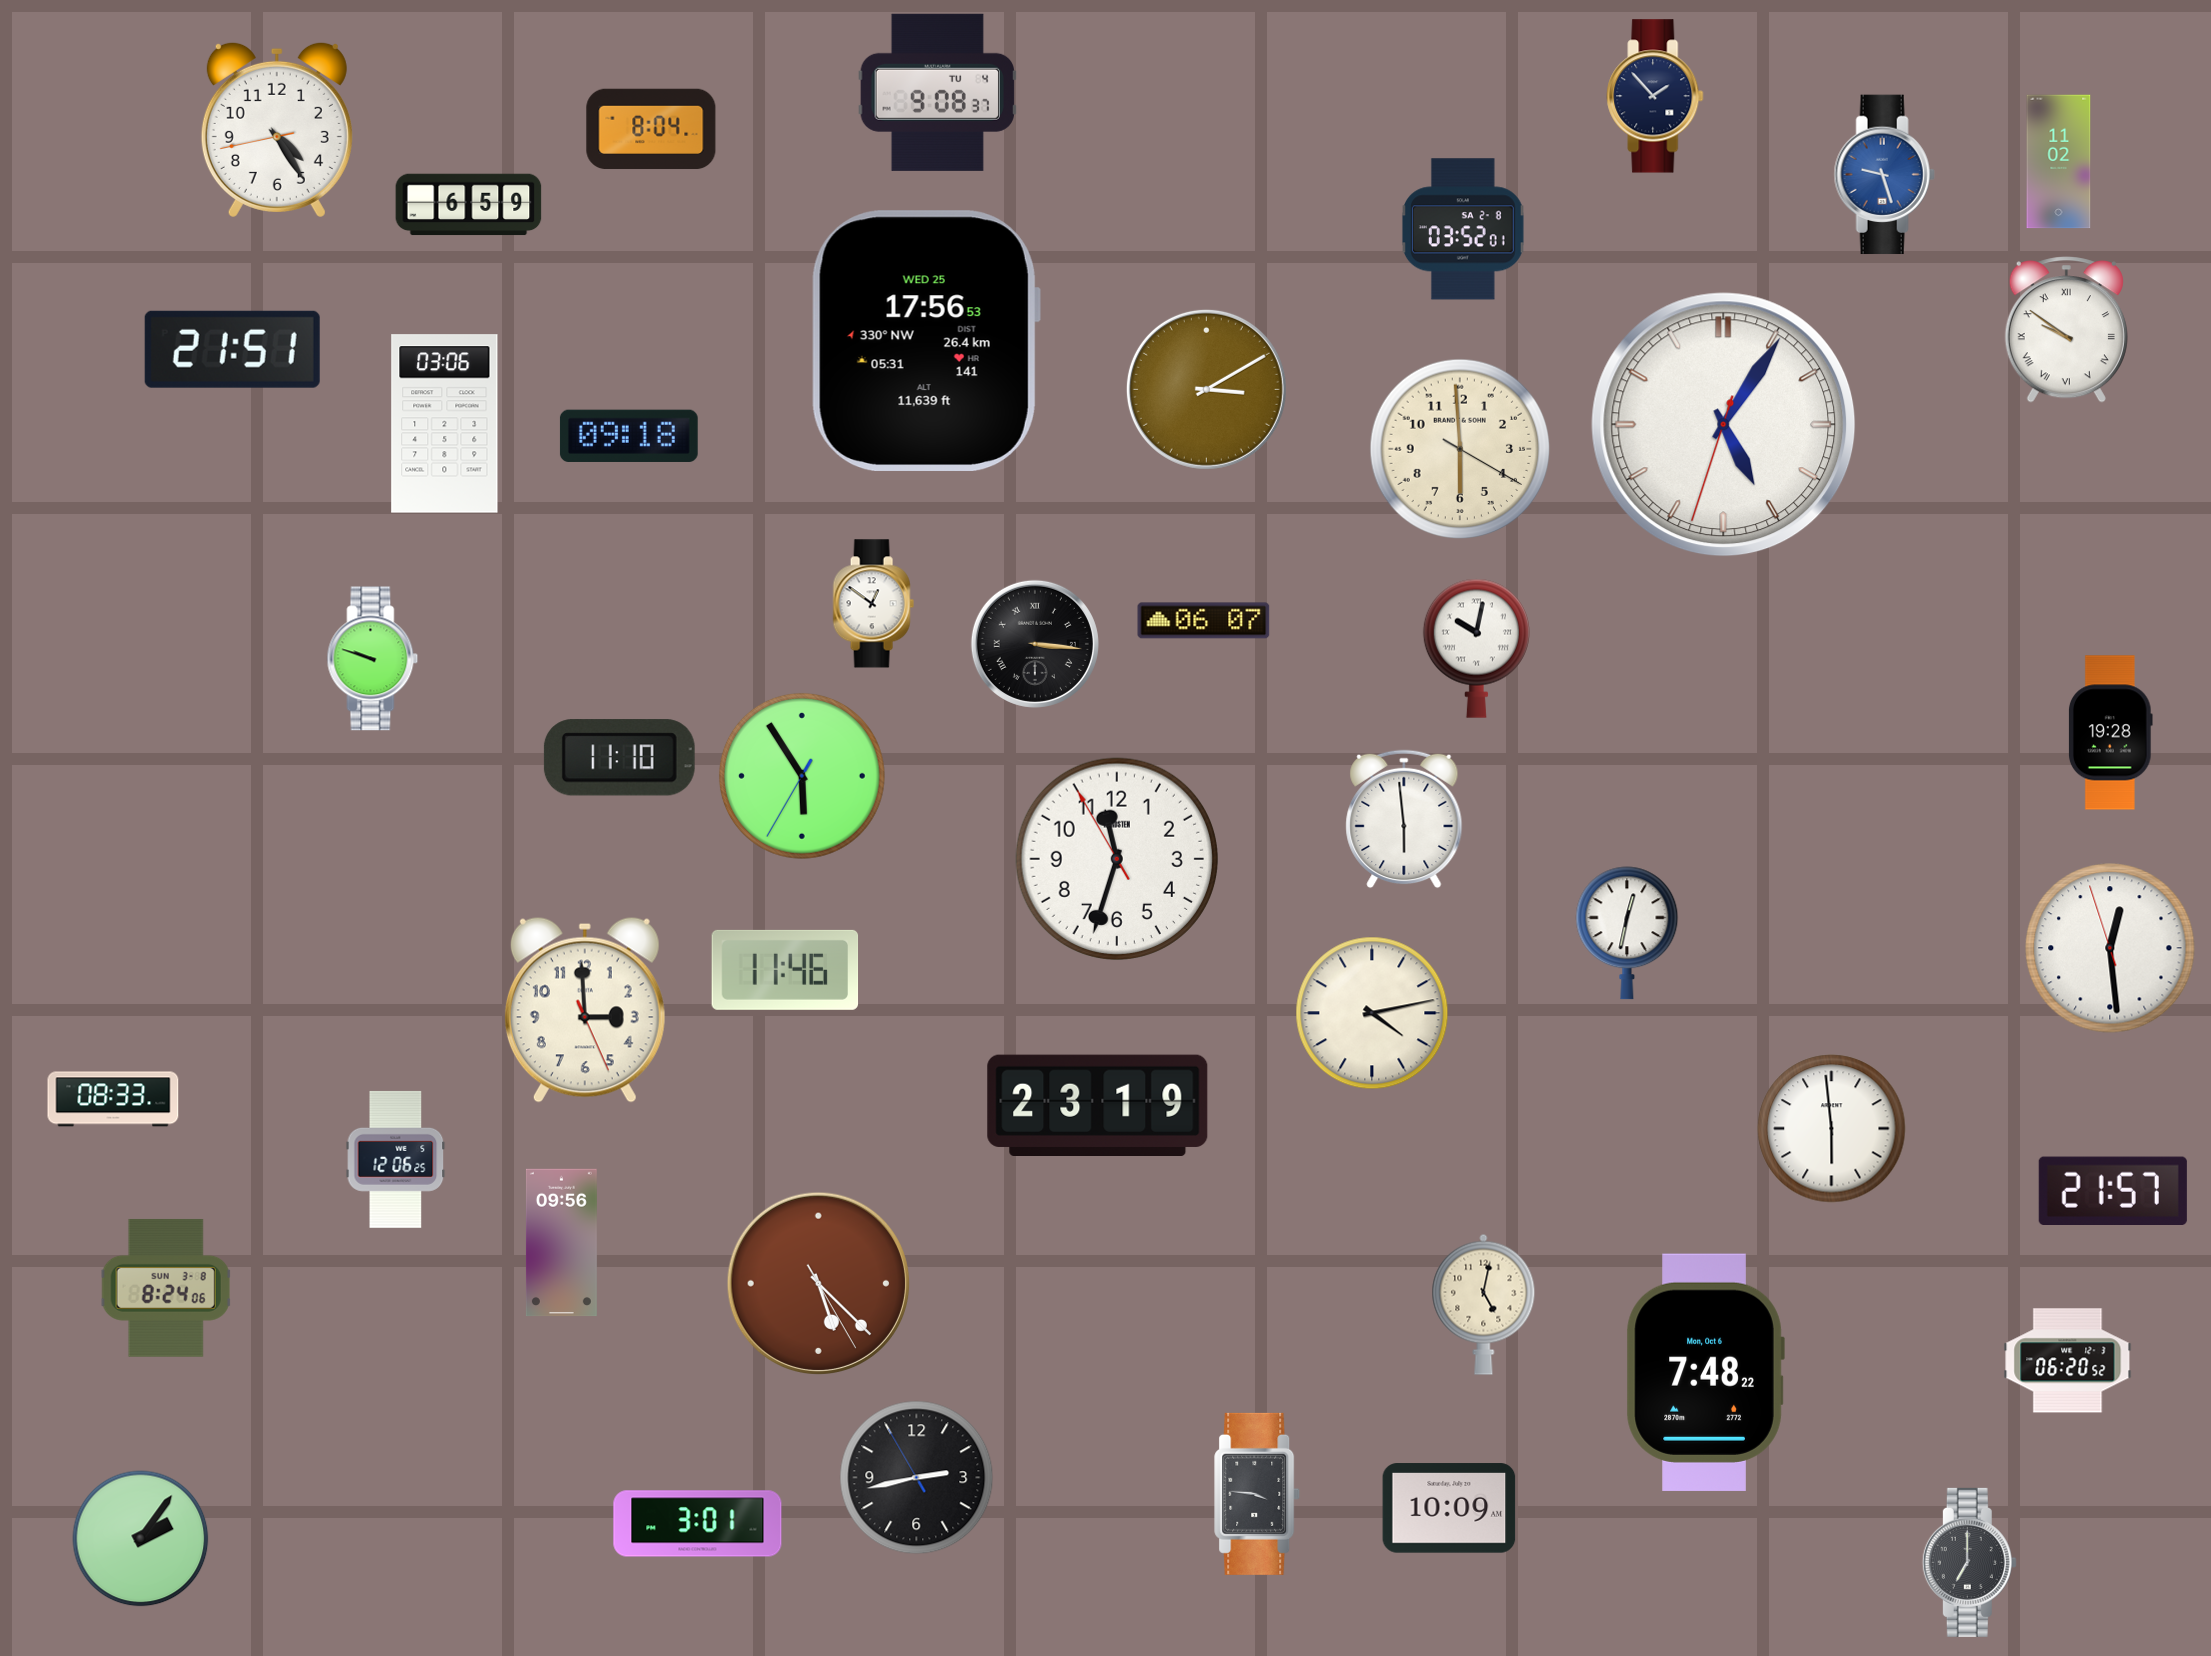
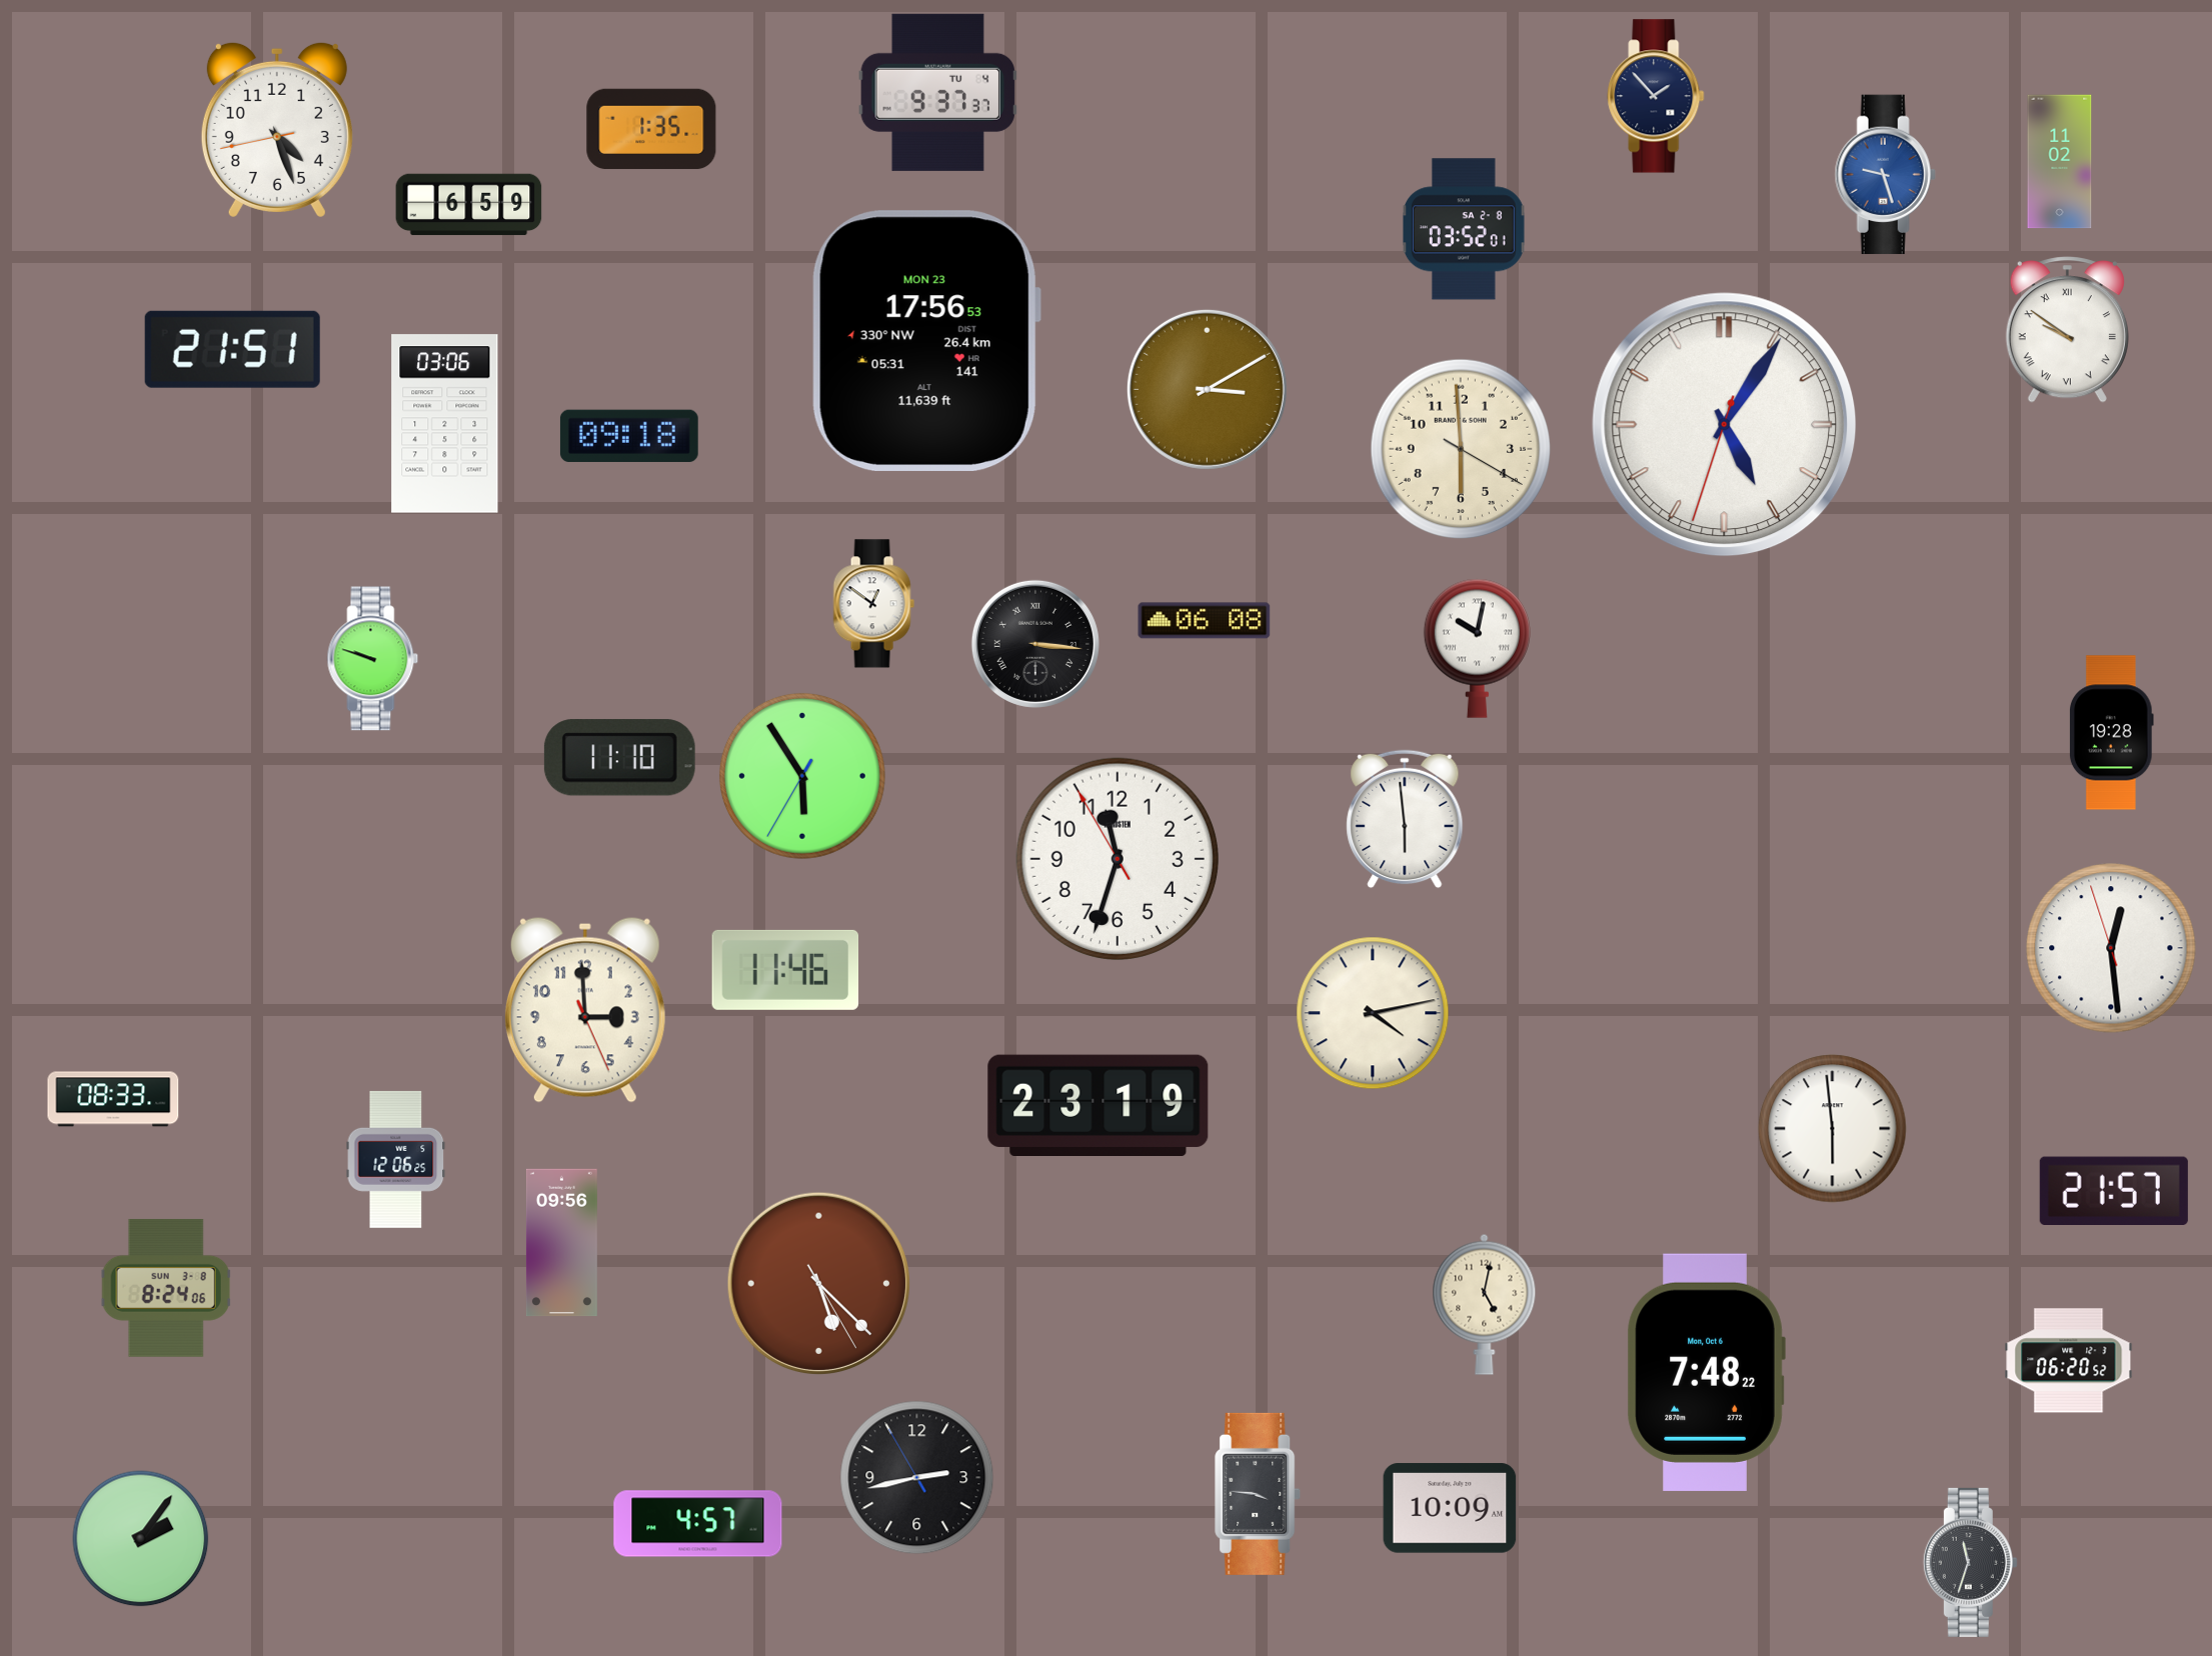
clock at (937, 92): 9:08 -> 9:37
clock at (277, 129): 4:24 -> 4:26
clock at (651, 129): 8:04 -> 1:35
clock at (926, 341) date: WED 25 -> MON 23
clock at (1204, 621): 06:07 -> 06:08
clock at (1627, 933): 12:32 -> none
clock at (698, 1524): 3:01 -> 4:57
clock at (1969, 1562): 7:00 -> 11:33
